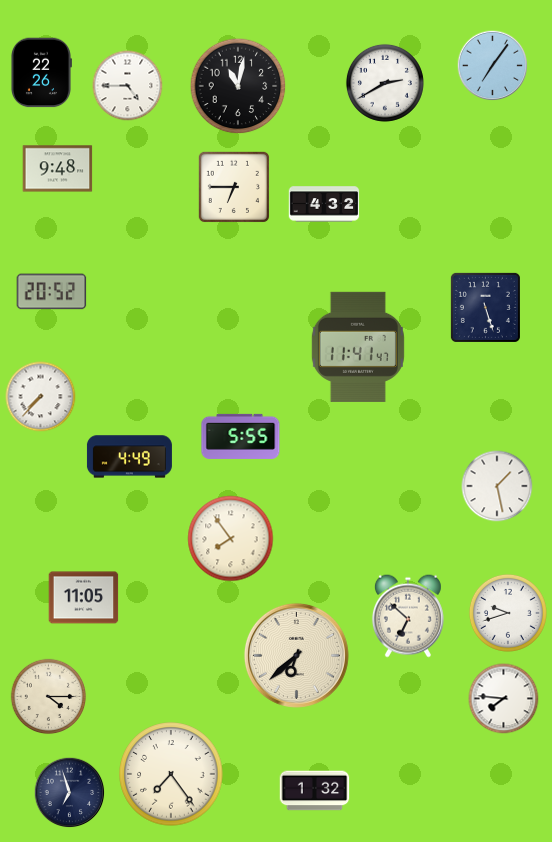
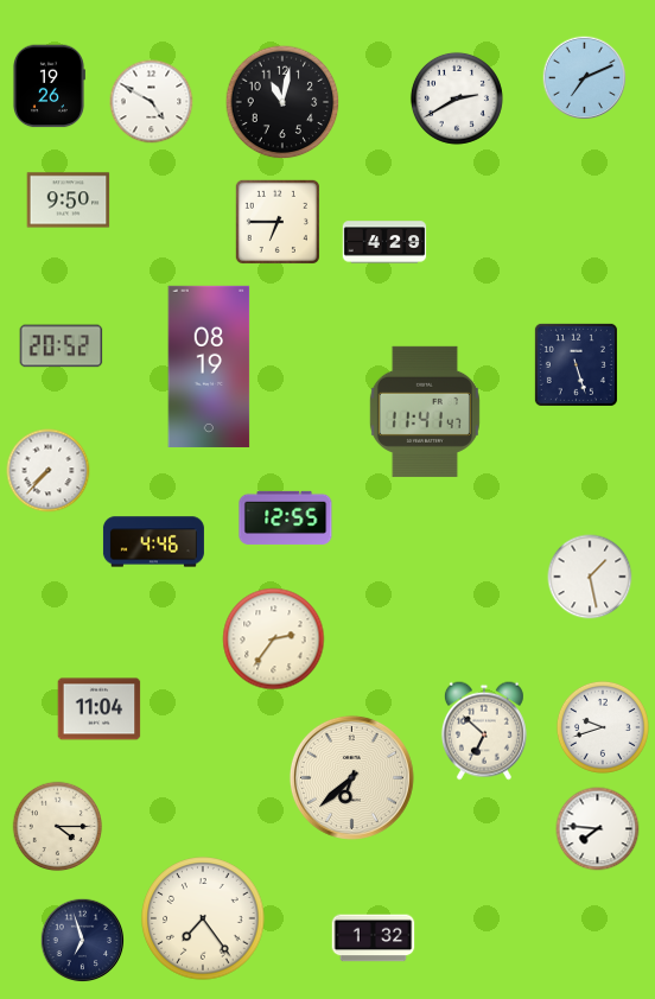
clock at (493, 66): 7:06 -> 7:11
clock at (41, 73): 22:26 -> 19:26
clock at (128, 86): 4:45 -> 4:50
clock at (58, 169): 9:48 -> 9:50
clock at (324, 204): 4:32 -> 4:29
clock at (209, 367): none -> 08:19
clock at (241, 436): 5:55 -> 12:55
clock at (129, 457): 4:49 -> 4:46
clock at (231, 539): 7:54 -> 2:36
clock at (84, 598): 11:05 -> 11:04
